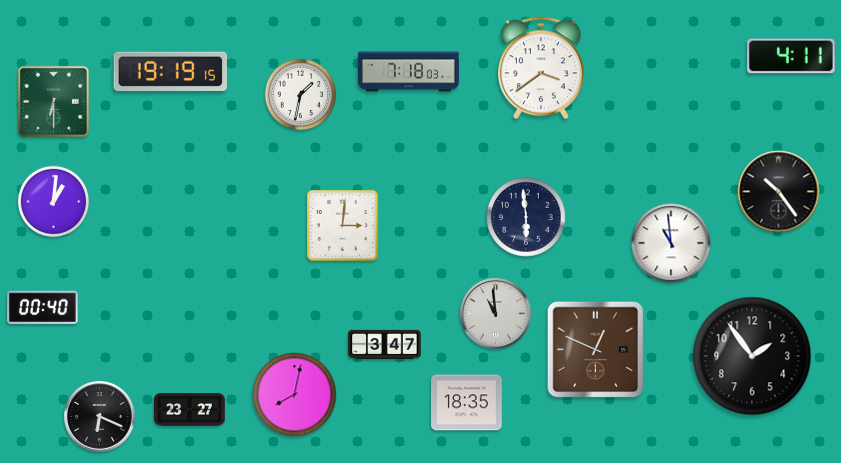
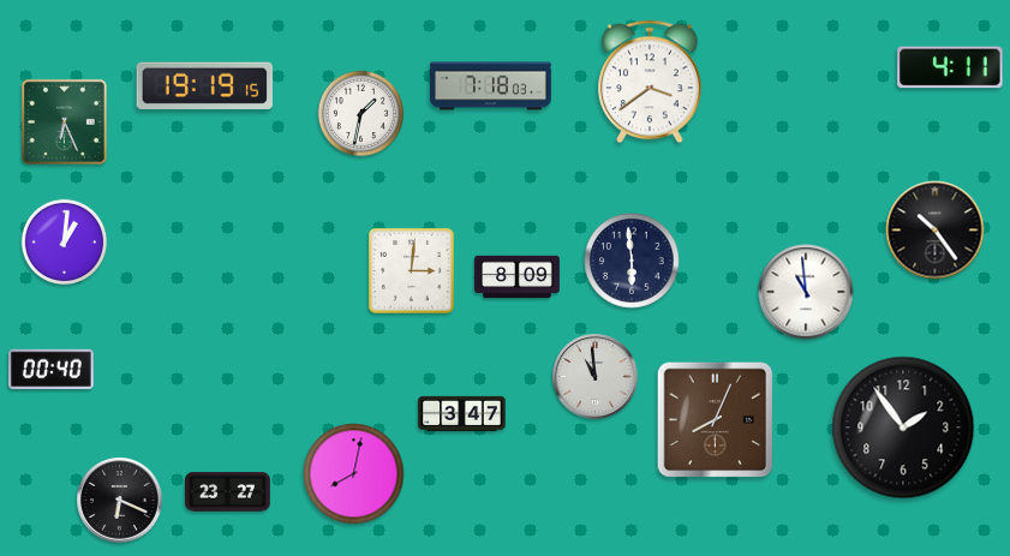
clock at (53, 101): 6:30 -> 6:26
clock at (518, 277): none -> 8:09
clock at (596, 350): 12:49 -> 8:04
clock at (467, 403): 18:35 -> none
